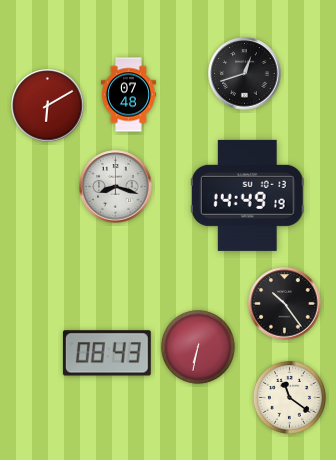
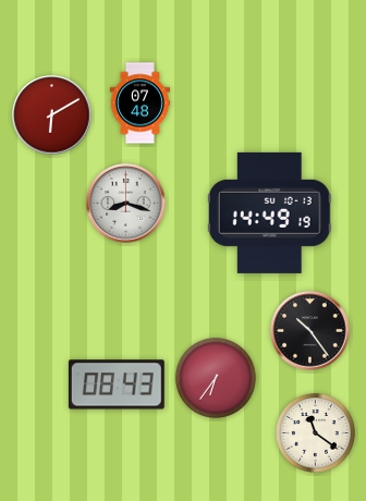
clock at (245, 74): 12:42 -> none
clock at (198, 347): 6:32 -> 6:36
